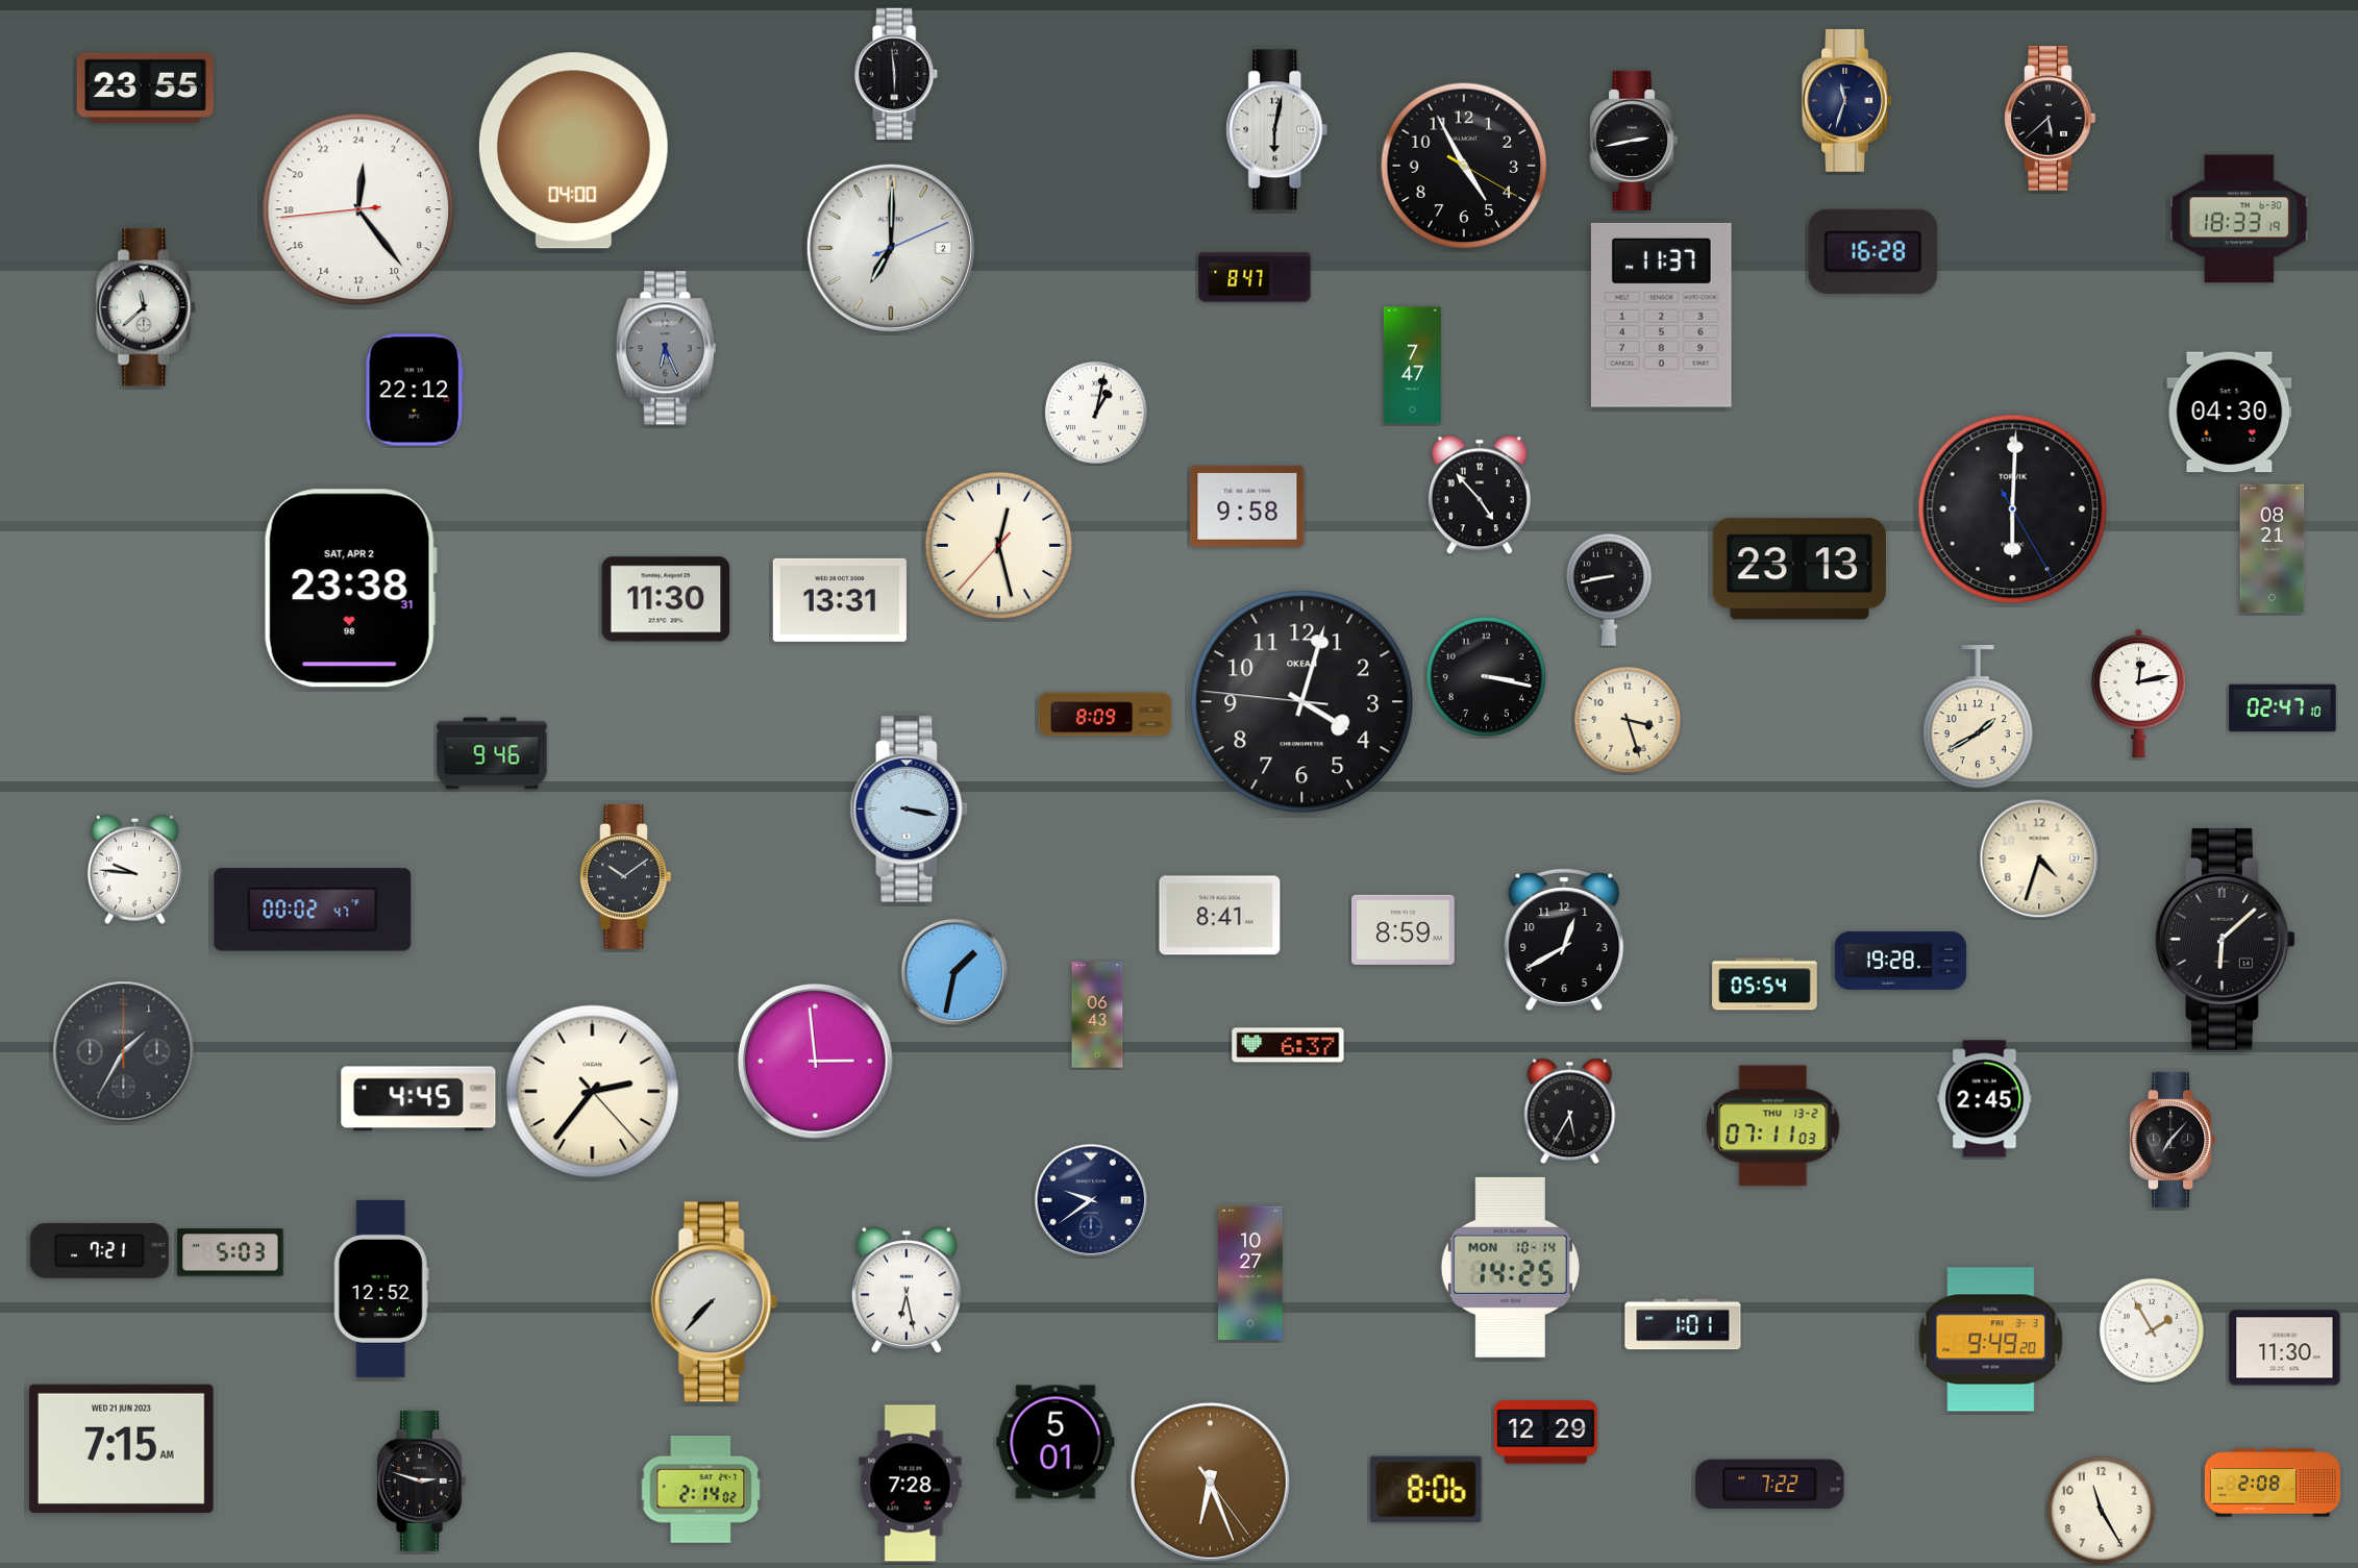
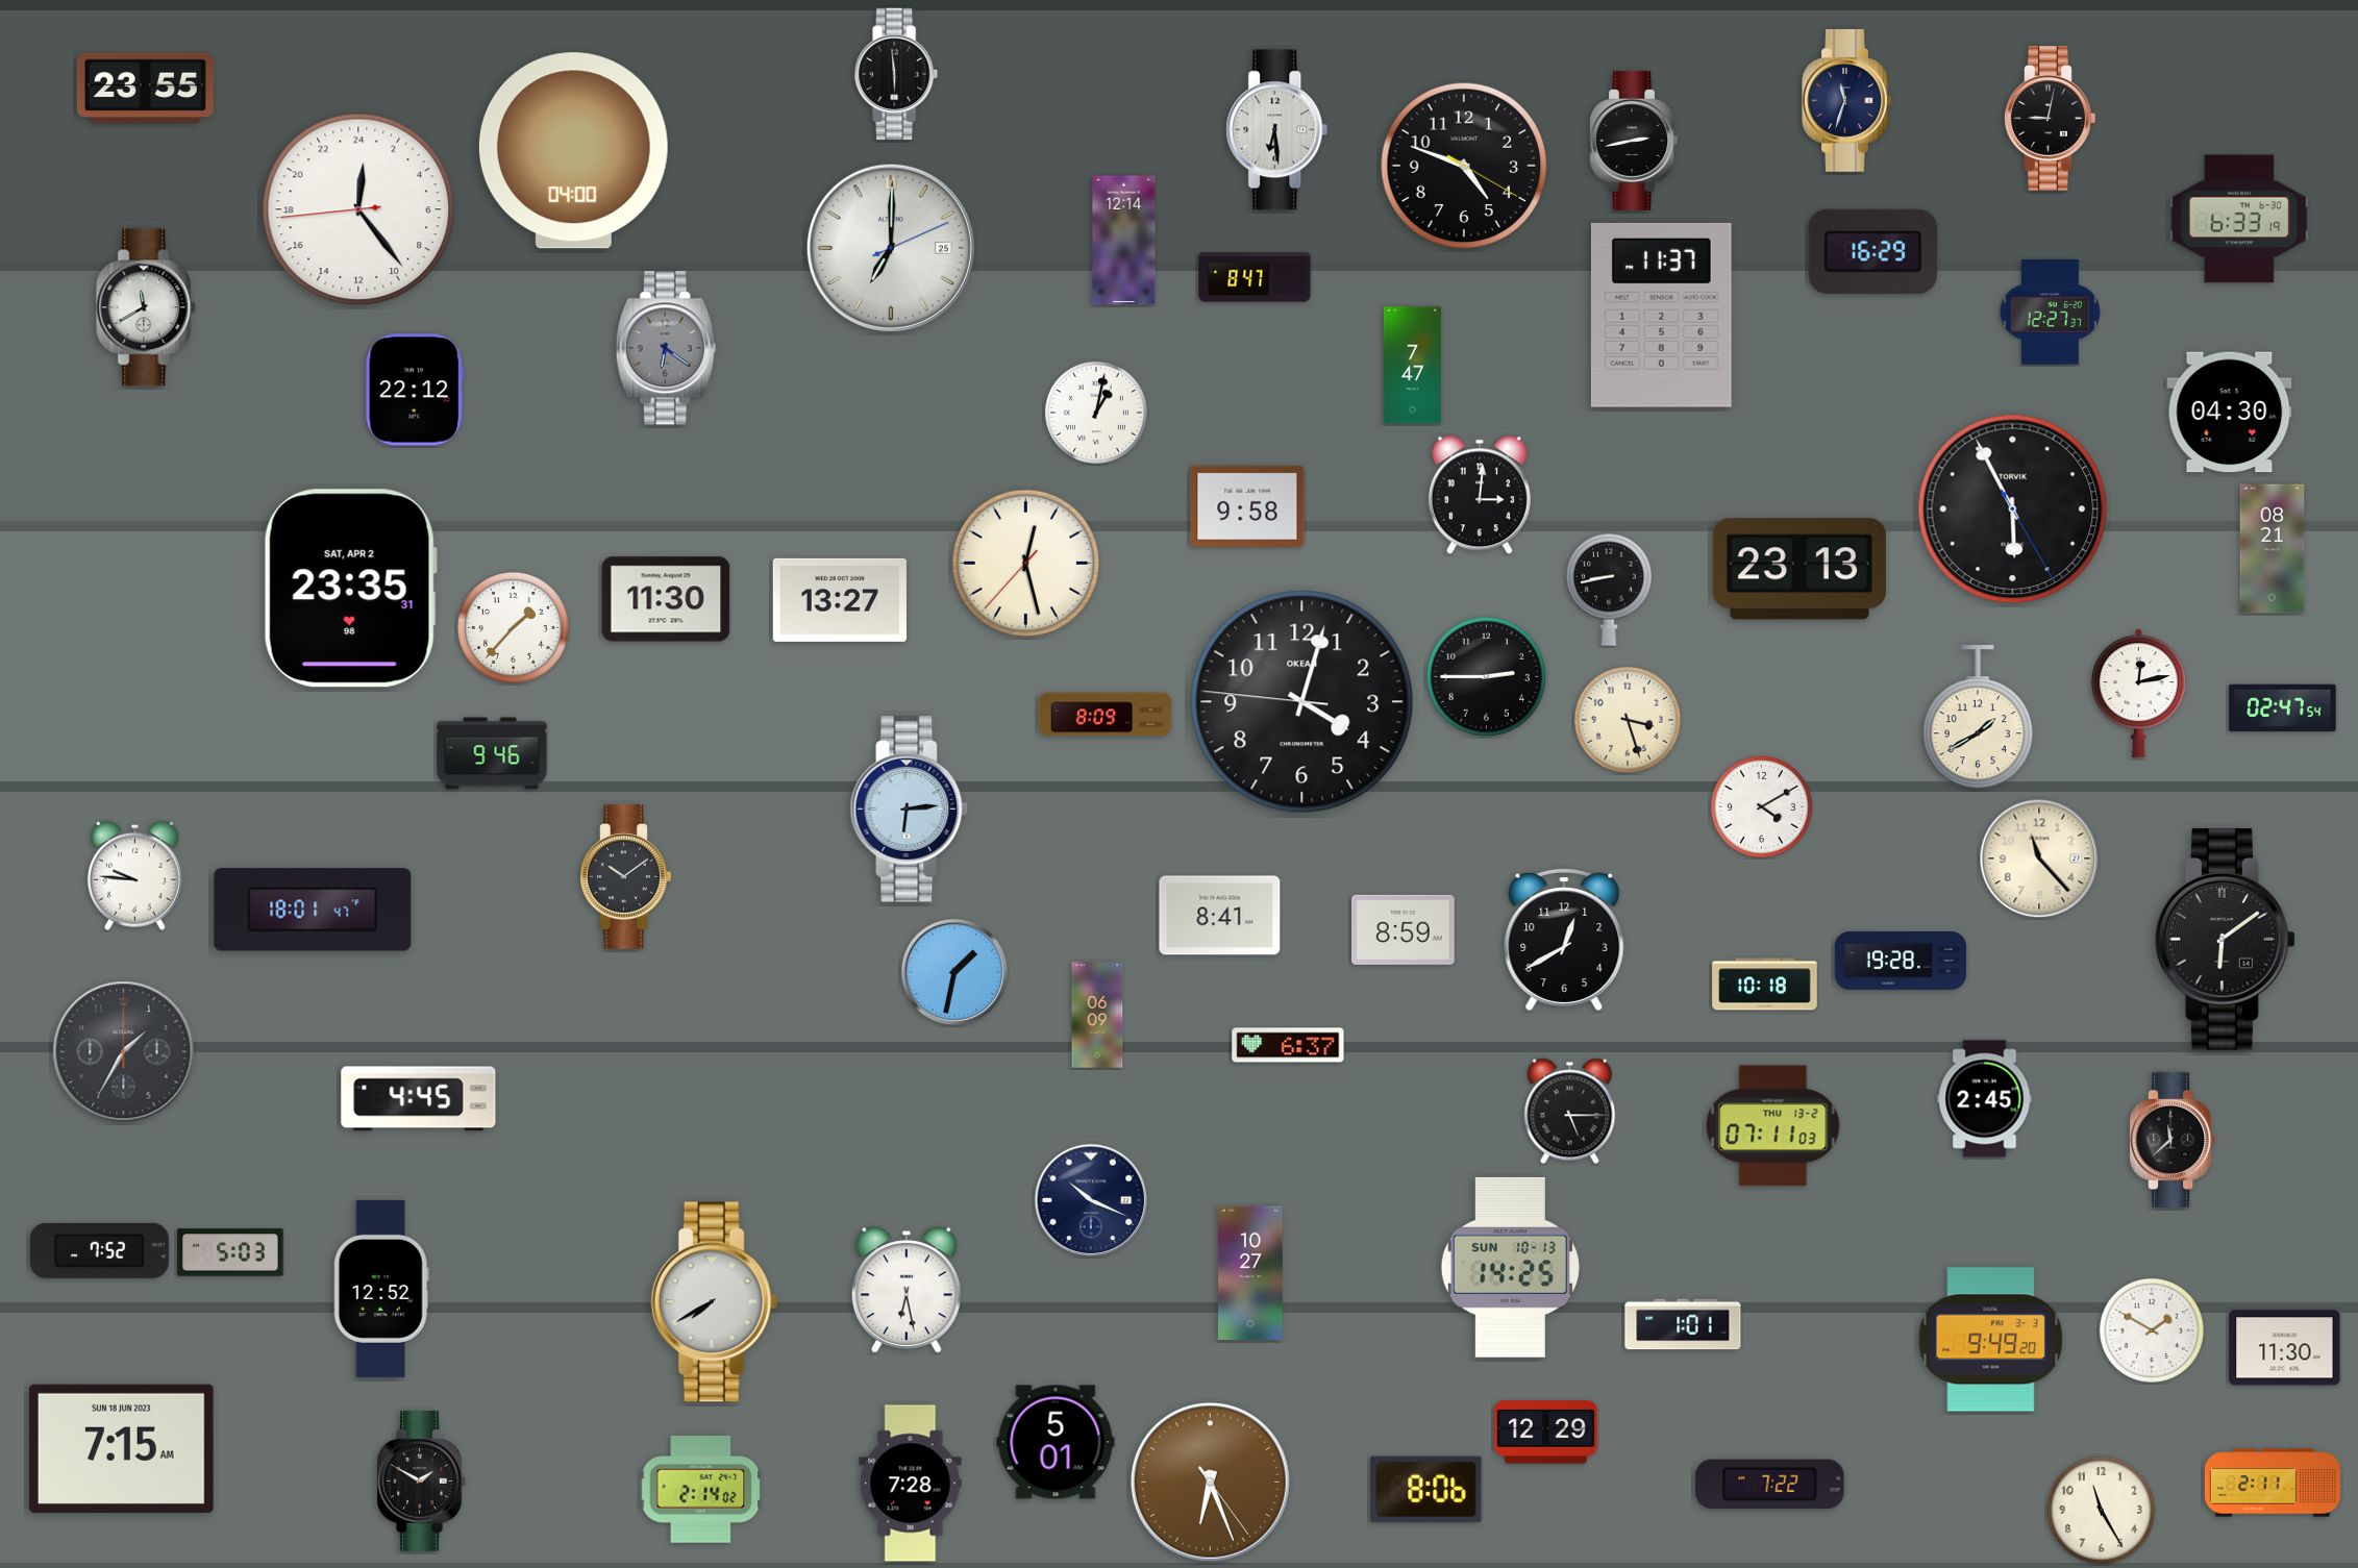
clock at (2051, 119): 5:38 -> 9:02
clock at (1277, 130): 6:02 -> 6:29
clock at (1464, 166): 4:55 -> 4:48
clock at (2239, 219): 18:33 -> 6:33
clock at (1124, 241): none -> 12:14
clock at (891, 248) date: 2 -> 25
clock at (1873, 251): 16:28 -> 16:29
clock at (147, 307): 11:38 -> 11:40
clock at (2050, 313): none -> 12:27
clock at (666, 348): 6:26 -> 6:21
clock at (1480, 495): 4:53 -> 3:01
clock at (2013, 509): 6:00 -> 5:55
clock at (998, 545) position: (998, 545) -> (1025, 563)
clock at (350, 589): 23:38 -> 23:35
clock at (840, 600): 13:31 -> 13:27
clock at (513, 627): none -> 1:37
clock at (1486, 676): 3:17 -> 2:45
clock at (2283, 708): 02:47:10 -> 02:47:54
clock at (1761, 806): none -> 4:10
clock at (910, 810): 3:17 -> 6:14
clock at (2039, 858): 4:33 -> 11:23
clock at (134, 869) position: (134, 869) -> (134, 875)
clock at (313, 910): 00:02 -> 18:01
clock at (2225, 939): 6:08 -> 6:09
clock at (1765, 985): 05:54 -> 10:18
clock at (1097, 1015): 06:43 -> 06:09
clock at (815, 1061): 2:59 -> none
clock at (593, 1092): 2:36 -> none
clock at (1570, 1112): 5:35 -> 5:15
clock at (2173, 1140): 7:07 -> 11:38
clock at (1091, 1200): 9:39 -> 10:19
clock at (99, 1250): 7:21 -> 7:52
clock at (1510, 1267) date: MON 10-14 -> SUN 10-13
clock at (714, 1302): 7:37 -> 7:40
clock at (2152, 1330): 1:55 -> 1:50
clock at (121, 1448) date: WED 21 JUN 2023 -> SUN 18 JUN 2023
clock at (421, 1480): 2:48 -> 1:50
clock at (2273, 1483): 2:08 -> 2:11
